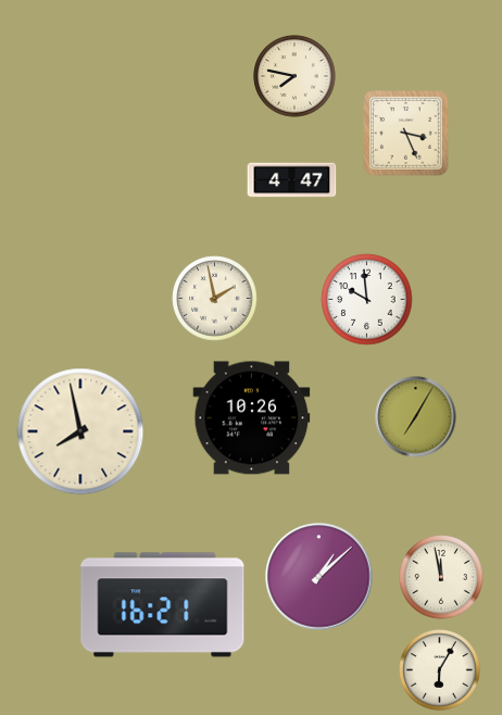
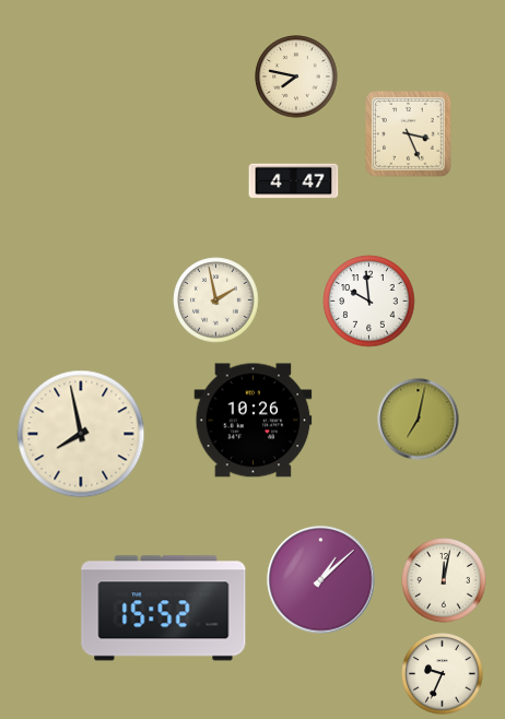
clock at (416, 417): 7:05 -> 7:02
clock at (441, 577): 11:58 -> 12:02
clock at (163, 605): 16:21 -> 15:52
clock at (440, 670): 6:05 -> 9:34
